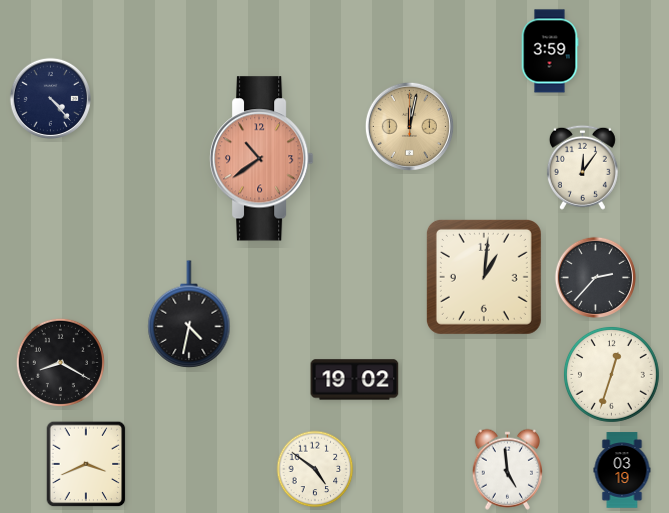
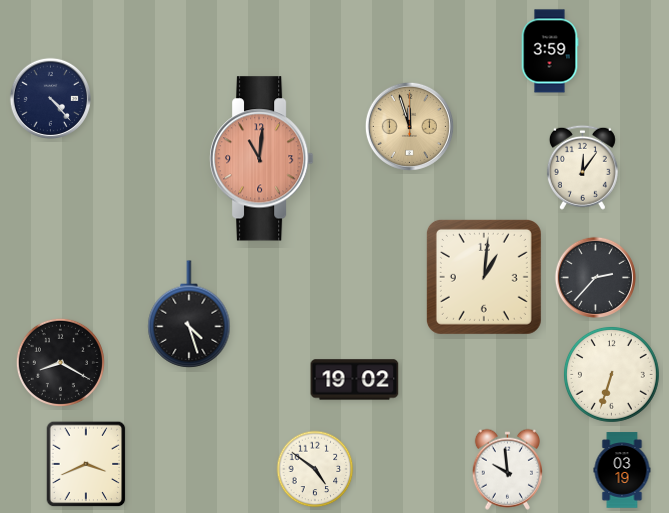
clock at (409, 126): 12:02 -> 11:57
clock at (262, 159): 10:39 -> 11:01
clock at (189, 314): 4:32 -> 4:27
clock at (611, 374): 12:33 -> 6:33
clock at (507, 469): 4:59 -> 9:59
